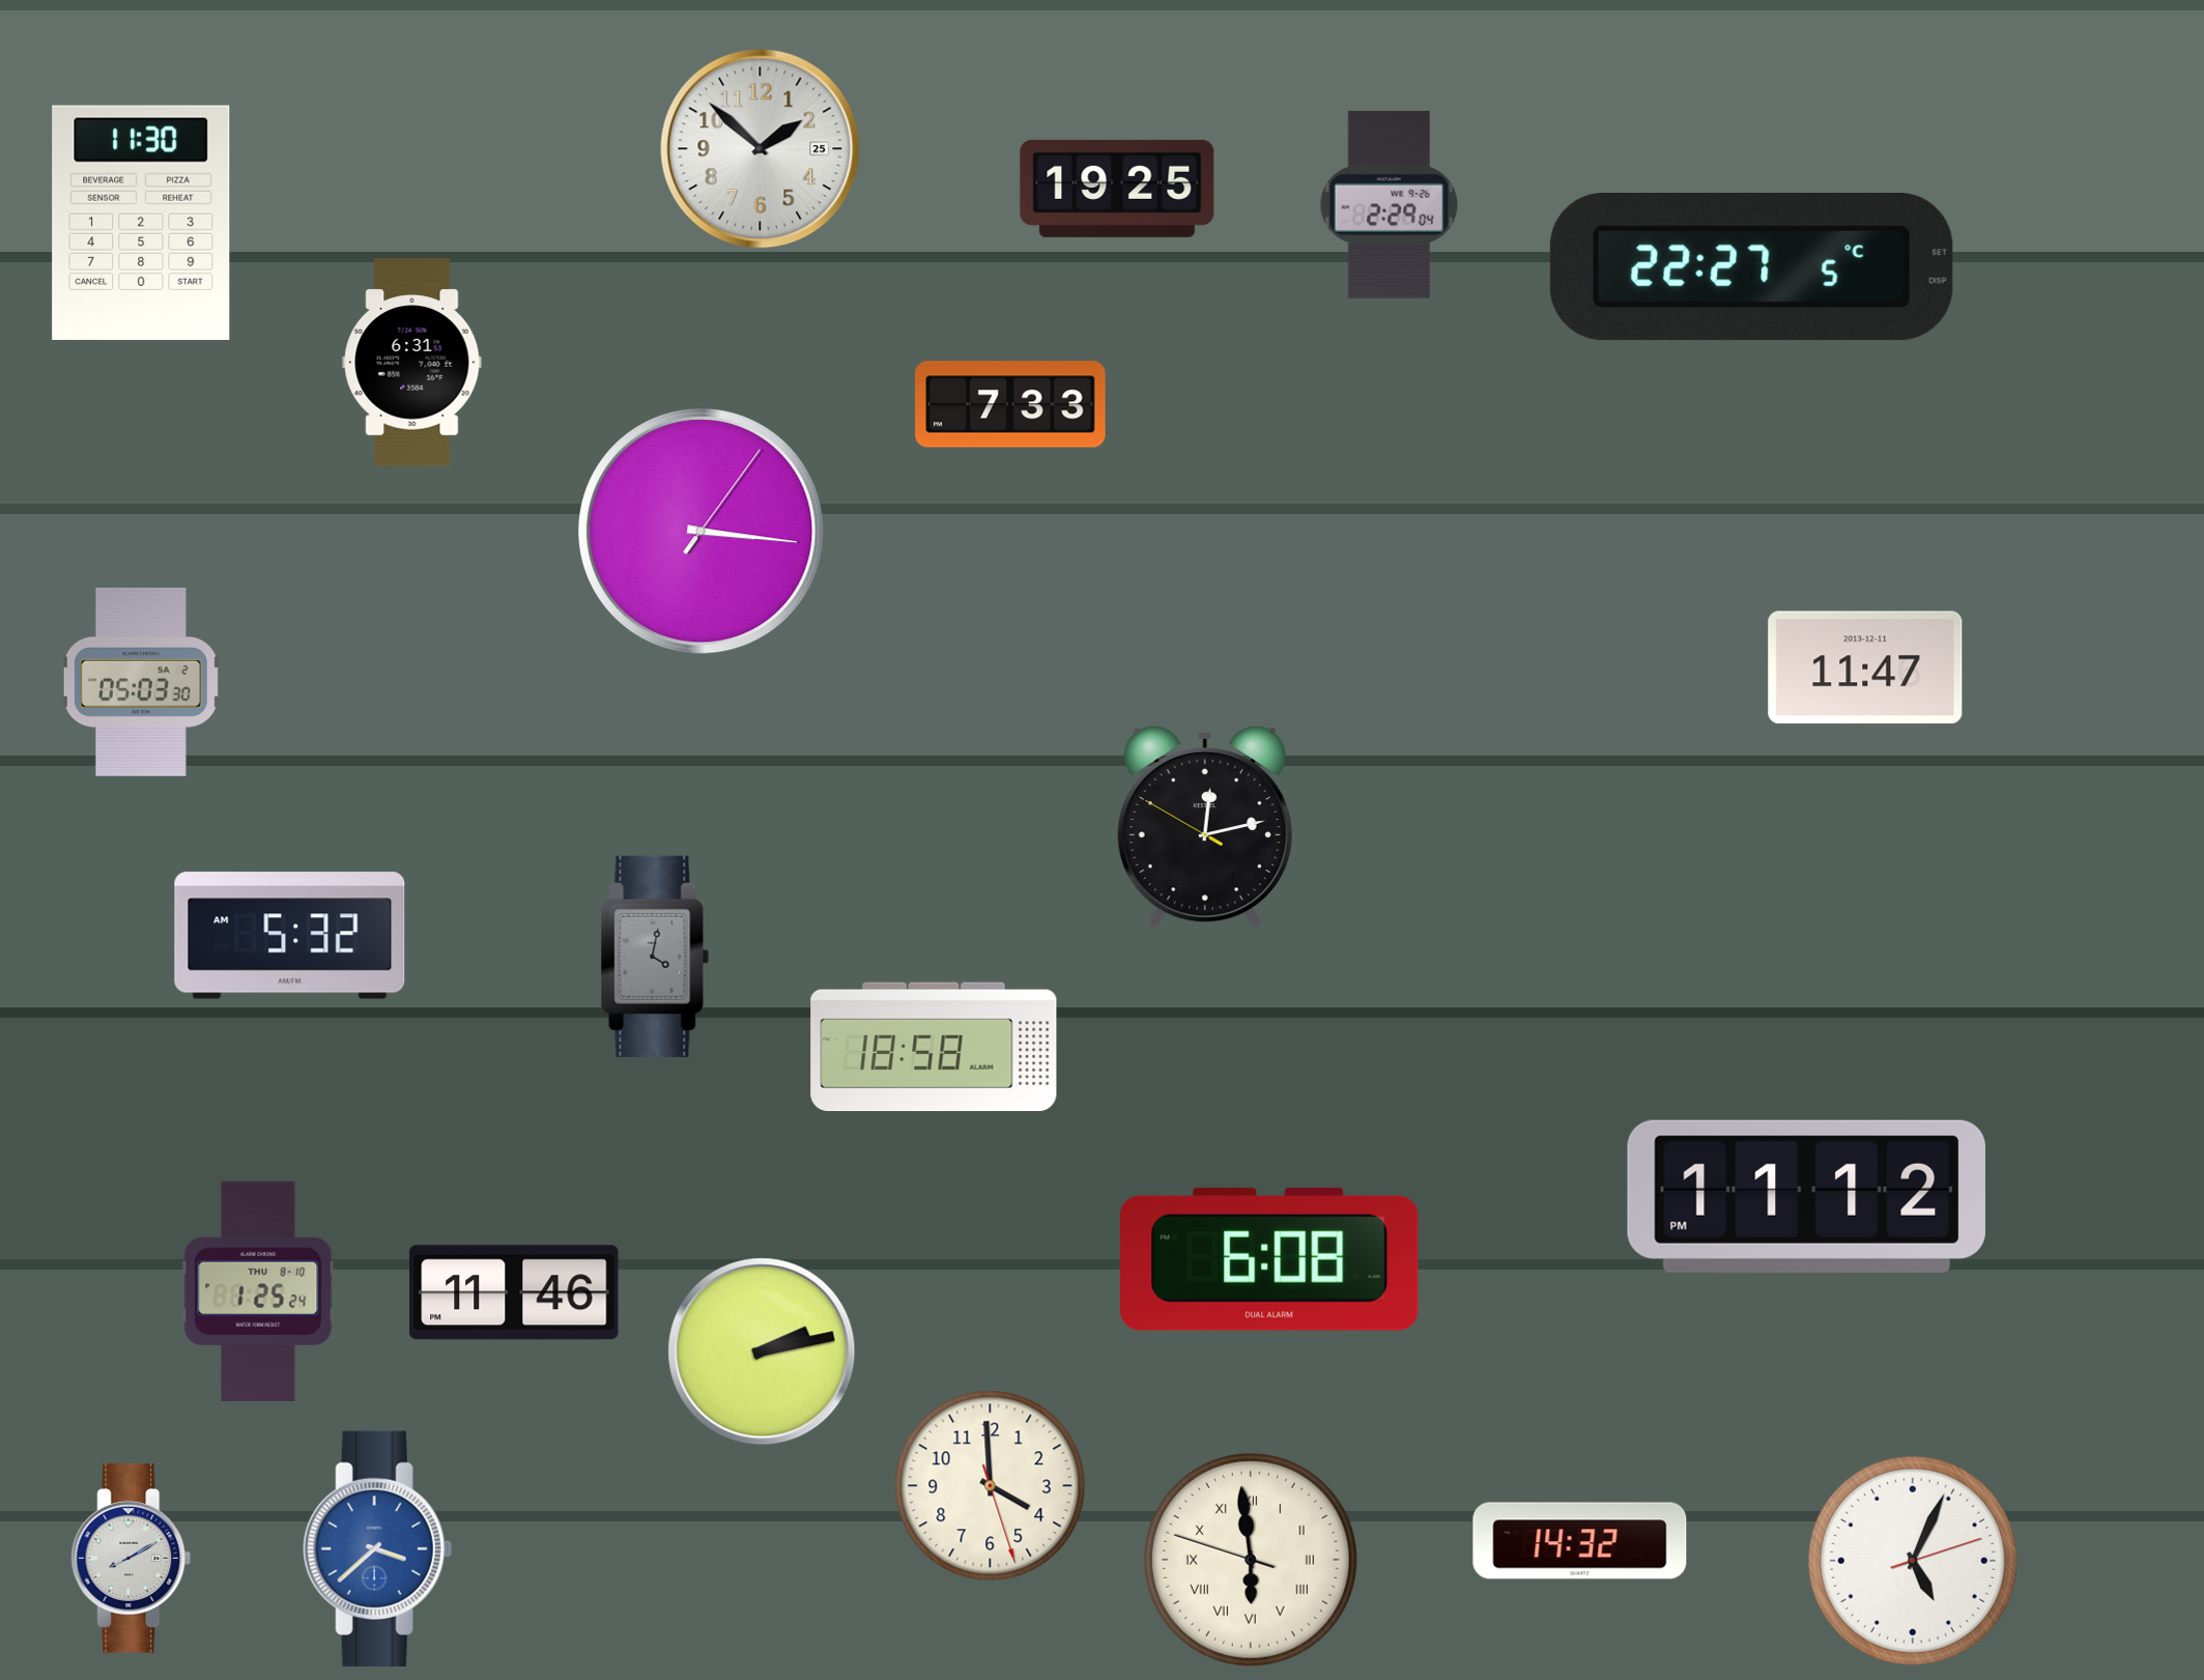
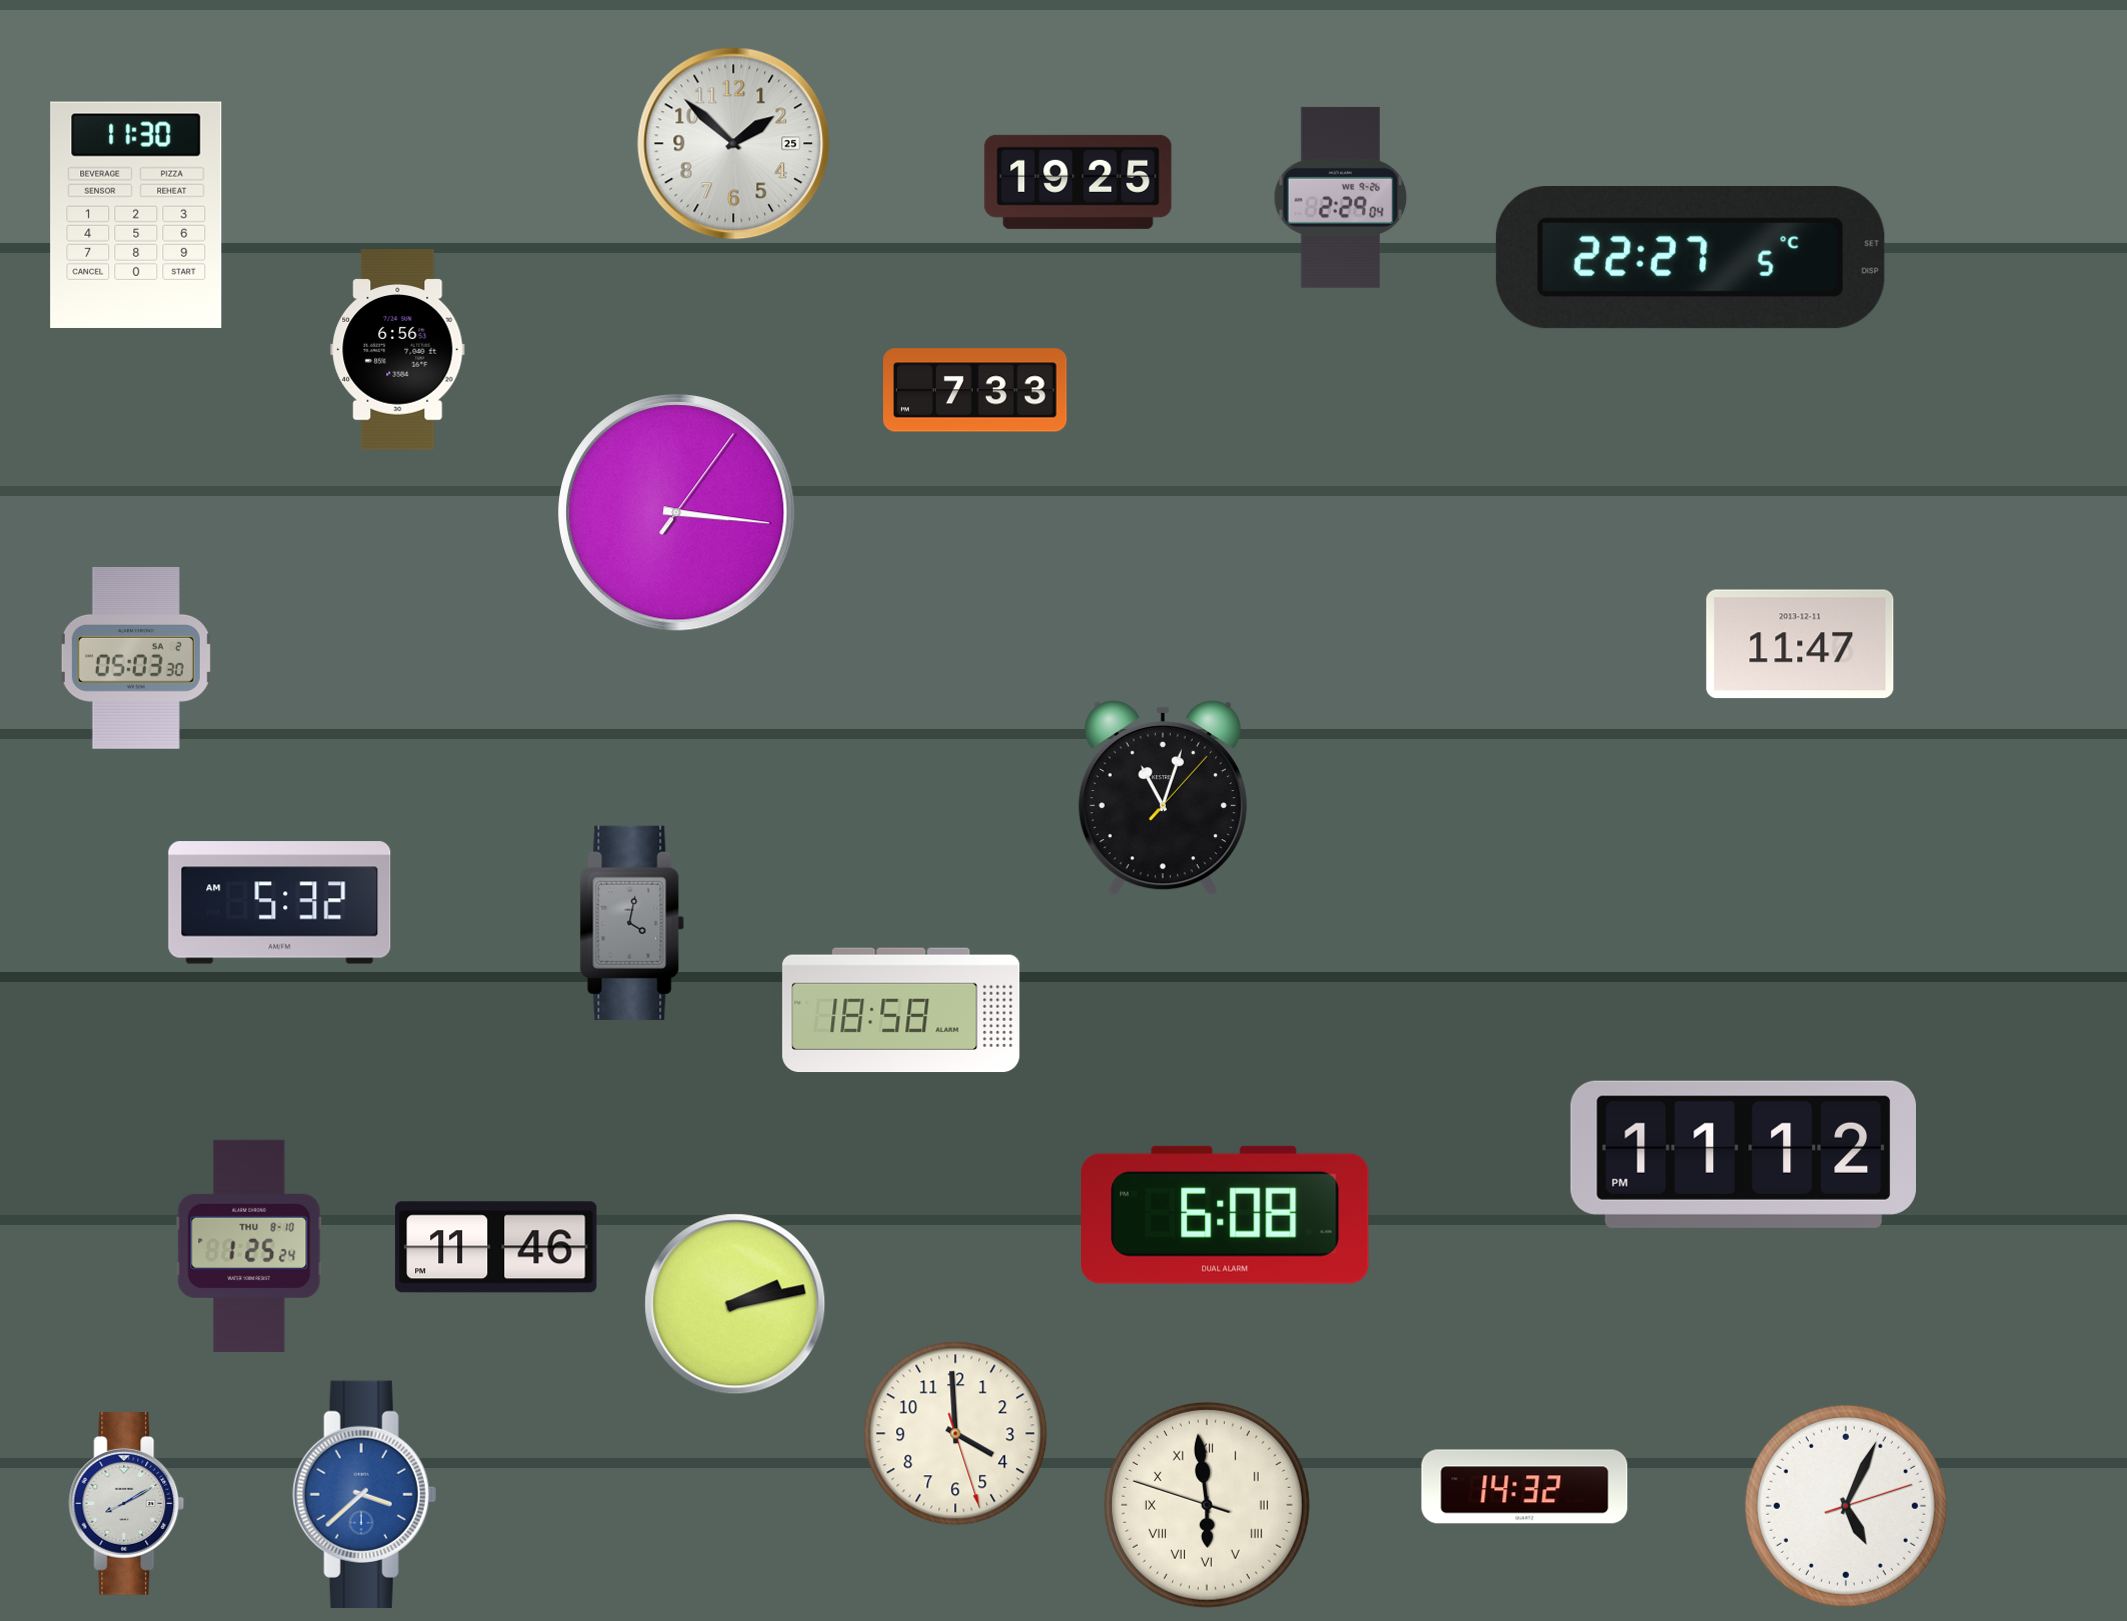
clock at (412, 363): 6:31 -> 6:56
clock at (1205, 827): 12:12 -> 11:03
